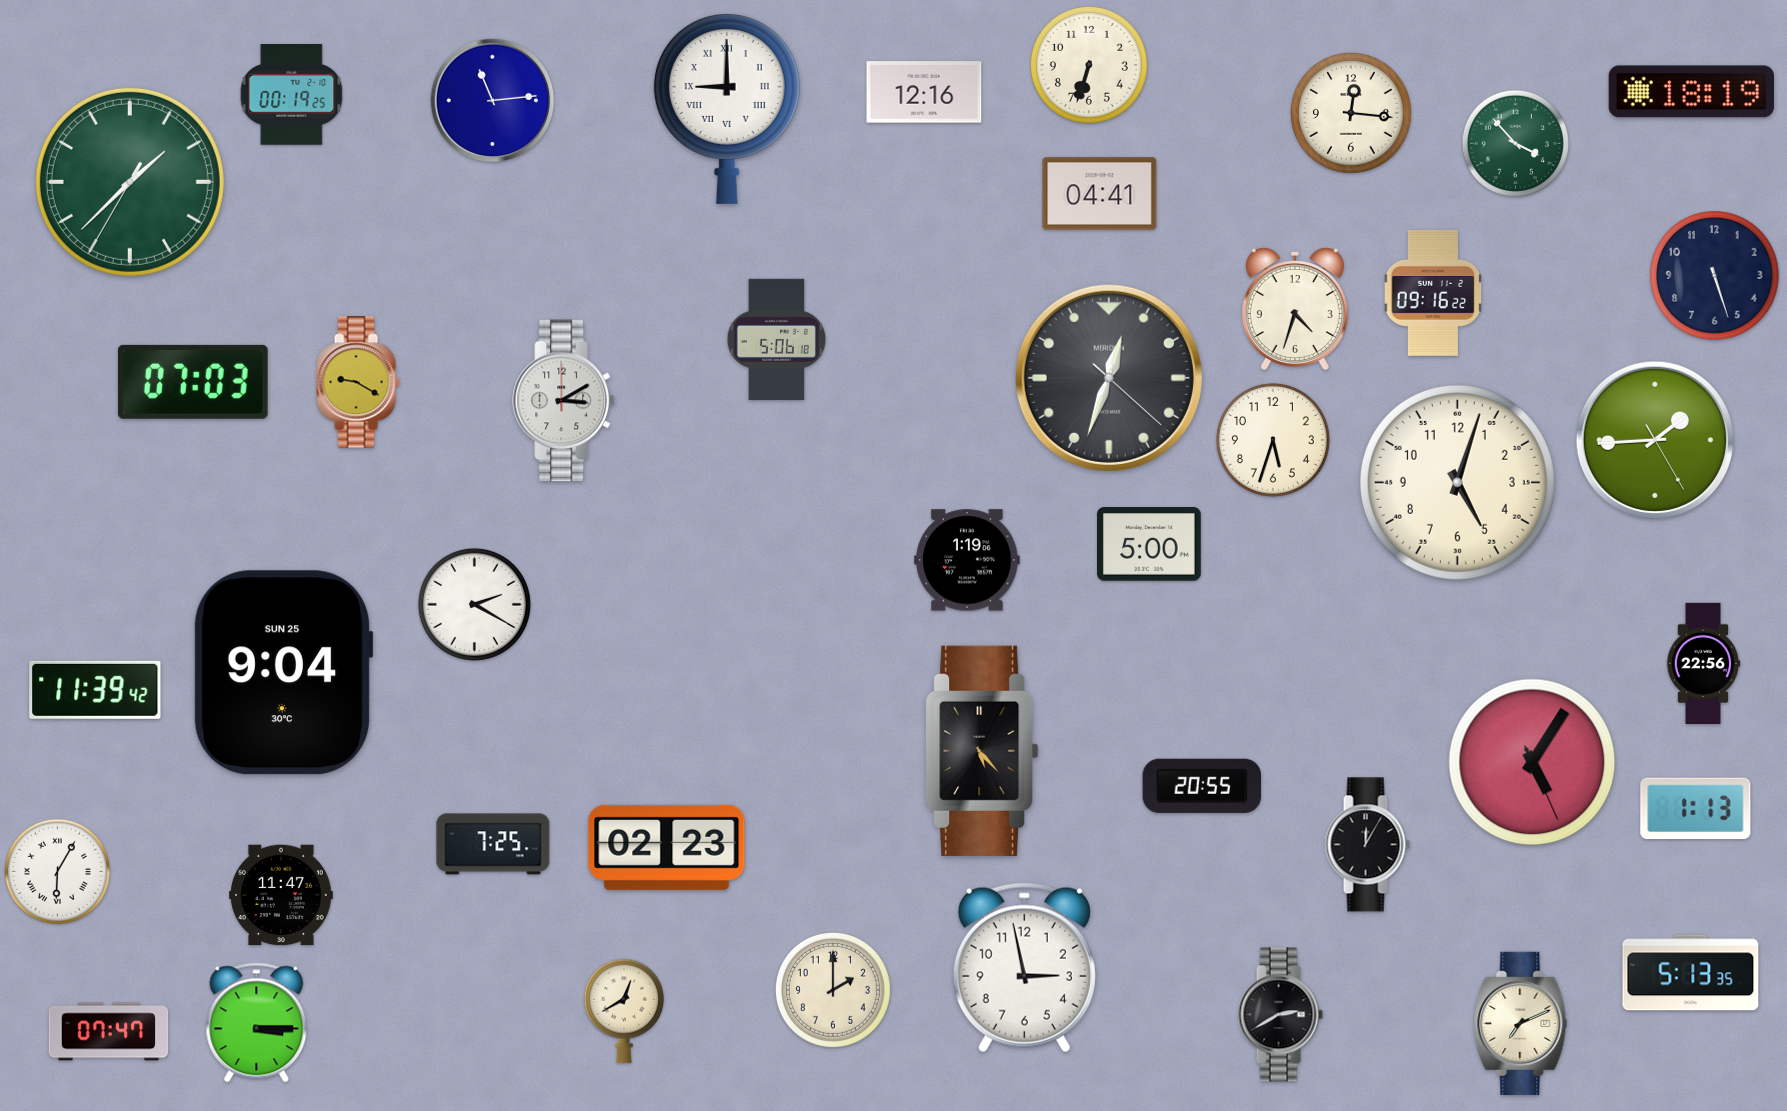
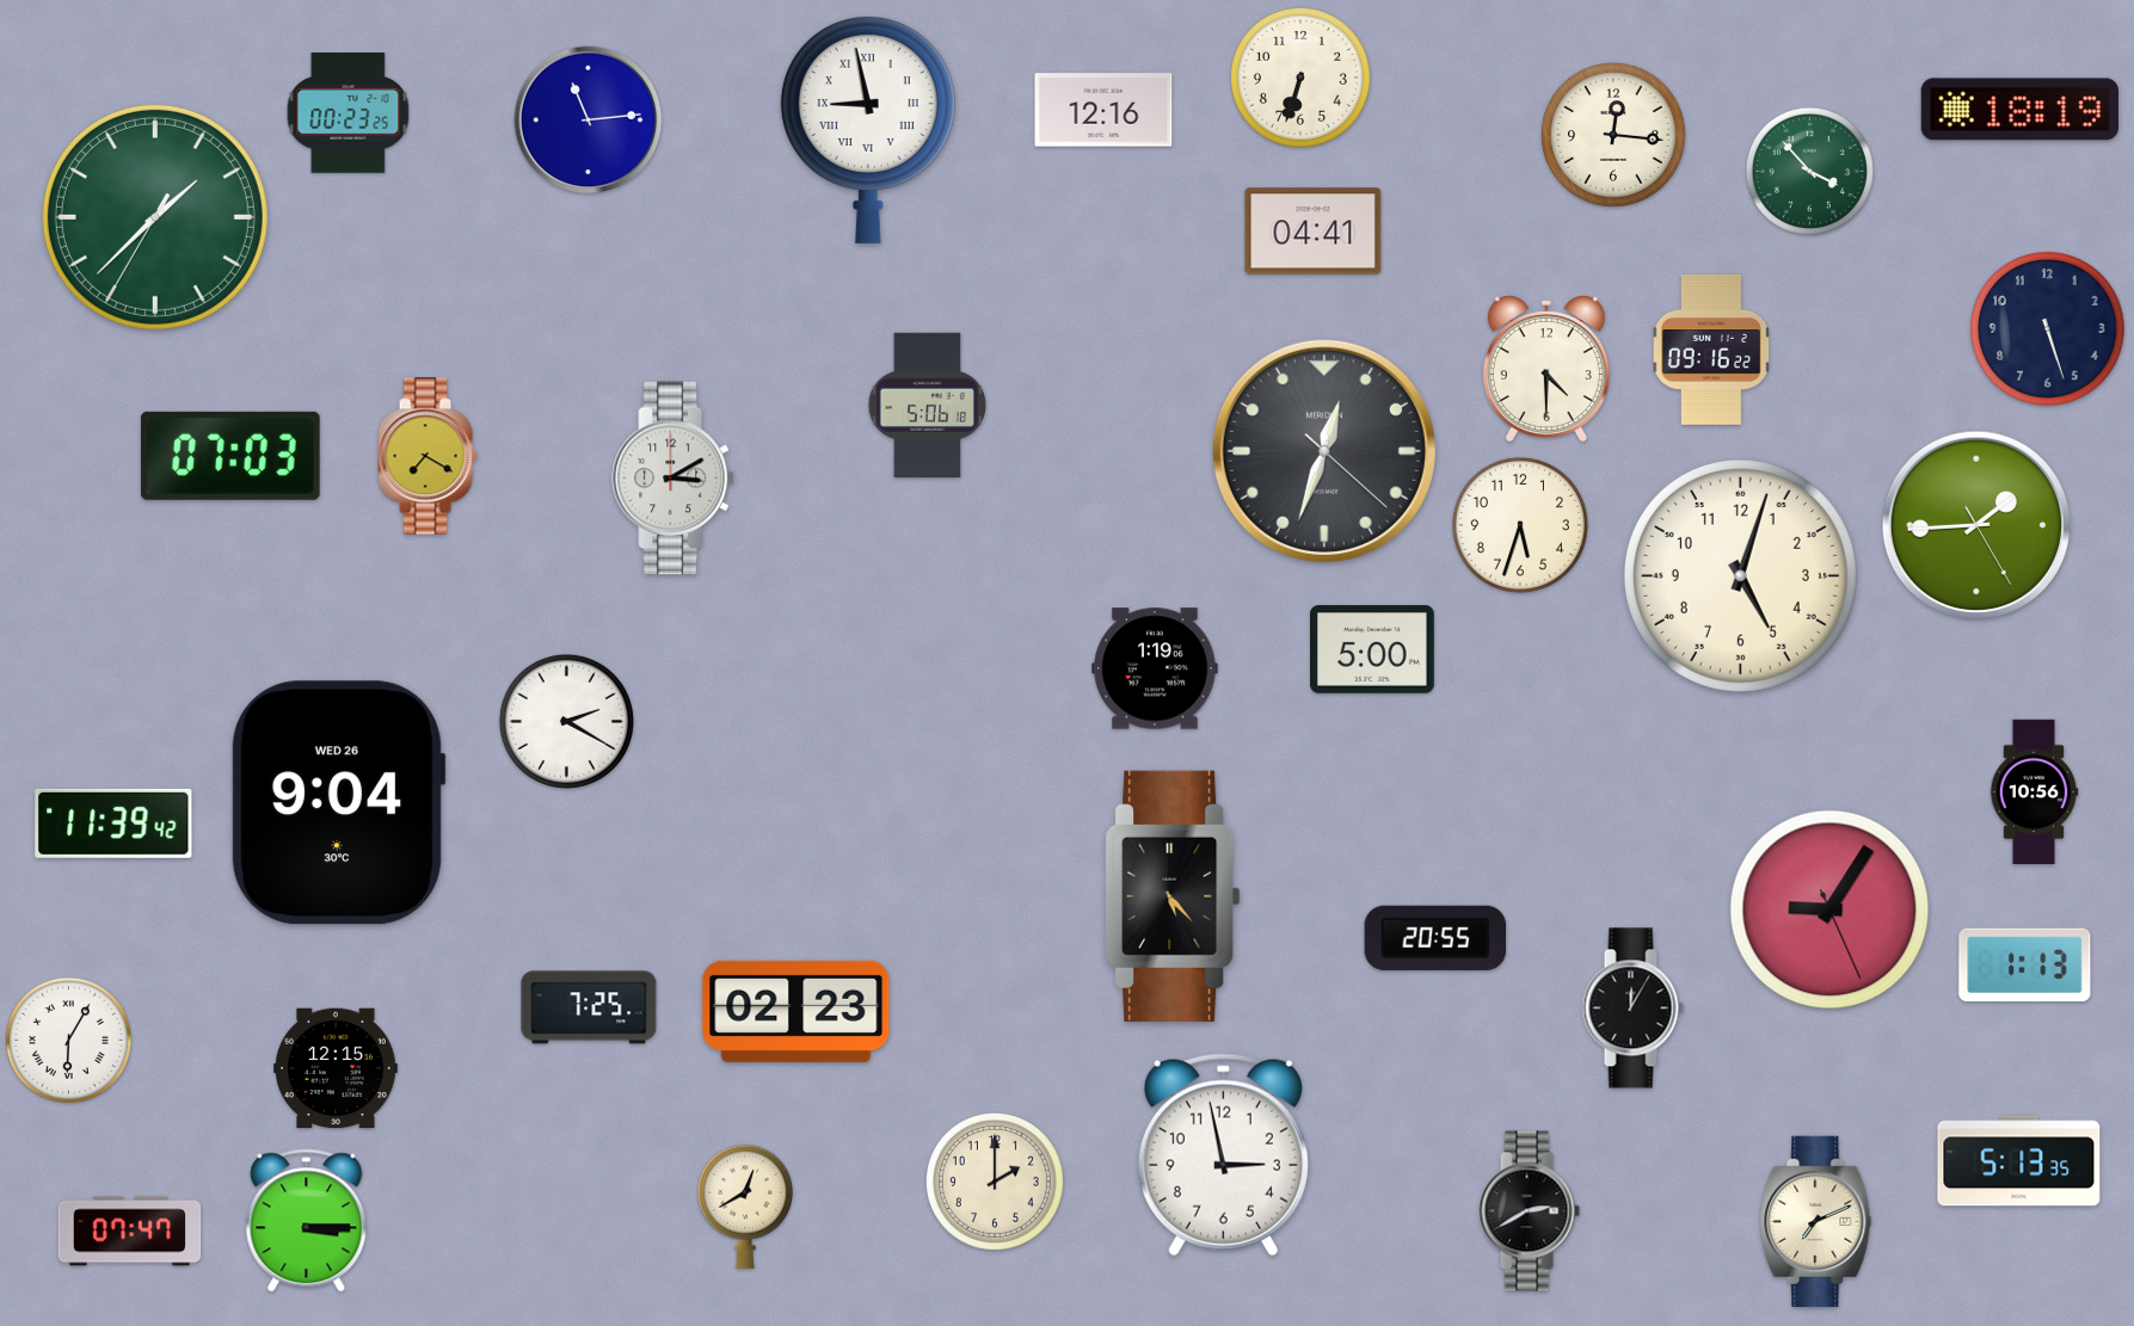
clock at (292, 95): 00:19 -> 00:23
clock at (727, 108): 9:00 -> 8:58
clock at (1295, 309): 4:33 -> 4:30
clock at (358, 382): 9:20 -> 7:20
clock at (1703, 663): 22:56 -> 10:56
clock at (283, 673) date: SUN 25 -> WED 26
clock at (1532, 762): 5:05 -> 9:05
clock at (281, 895): 11:47 -> 12:15
